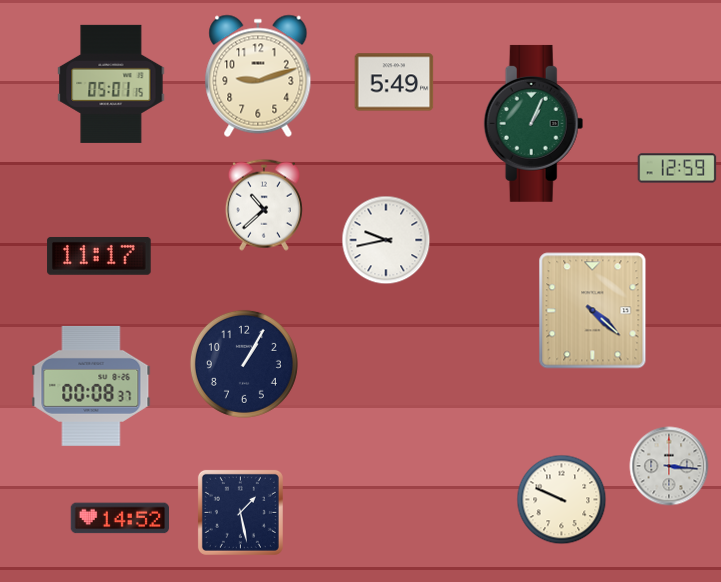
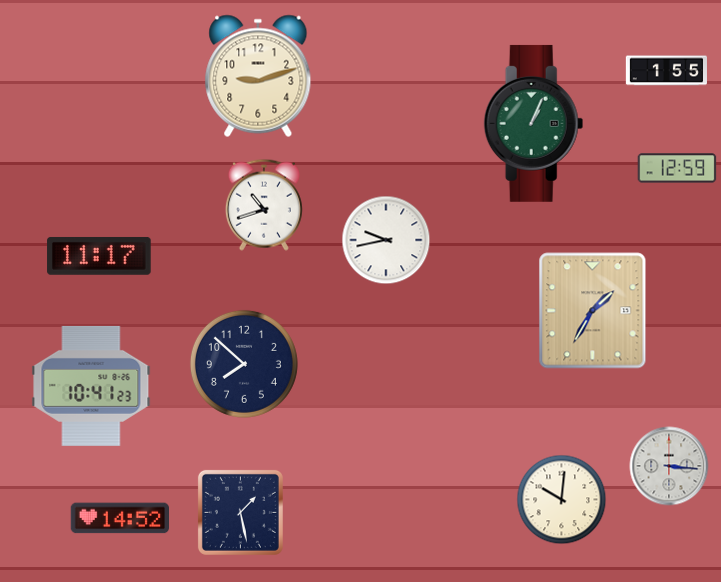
clock at (666, 71): none -> 1:55
clock at (394, 82): 5:49 -> none
clock at (111, 84): 05:01 -> none
clock at (264, 205): 10:38 -> 10:42
clock at (593, 311): 4:22 -> 1:35
clock at (244, 364): 1:05 -> 7:52
clock at (91, 386): 00:08 -> 10:41
clock at (562, 500): 9:49 -> 10:01
